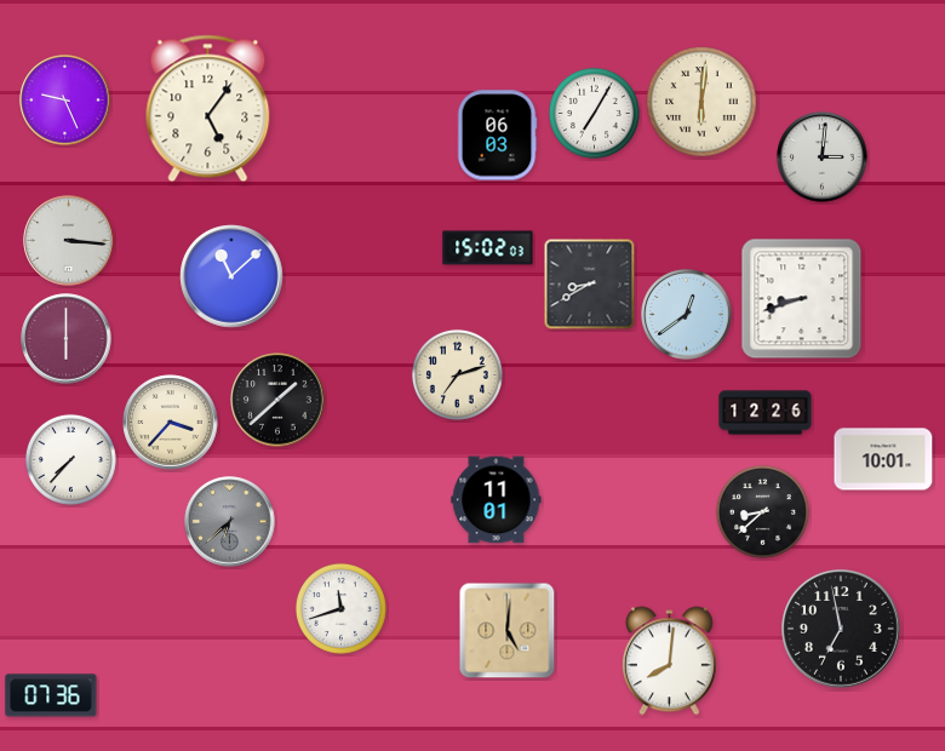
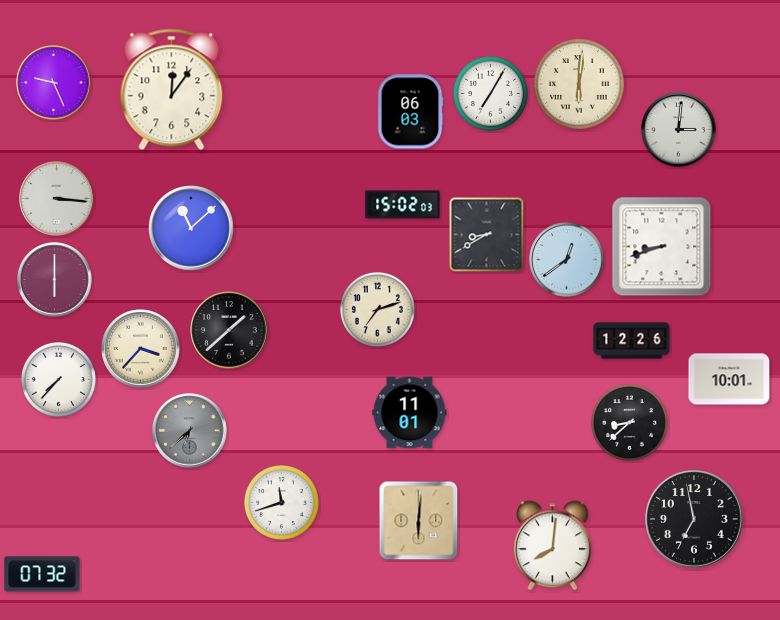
clock at (208, 109): 5:06 -> 12:06
clock at (508, 631): 5:01 -> 6:01
clock at (51, 695): 07:36 -> 07:32
